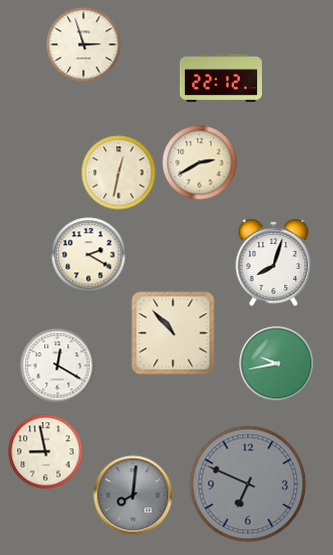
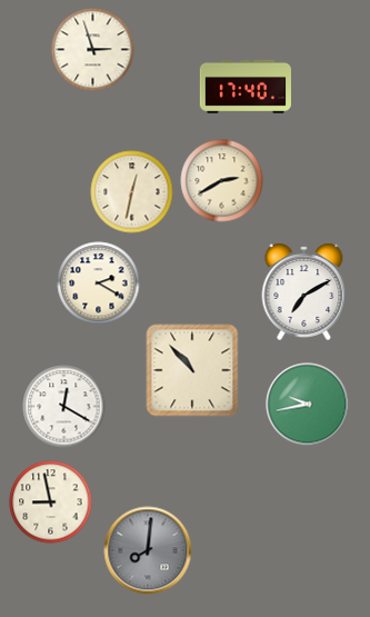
clock at (220, 78): 22:12 -> 17:40
clock at (274, 262): 8:03 -> 7:10
clock at (248, 484): 6:49 -> none
